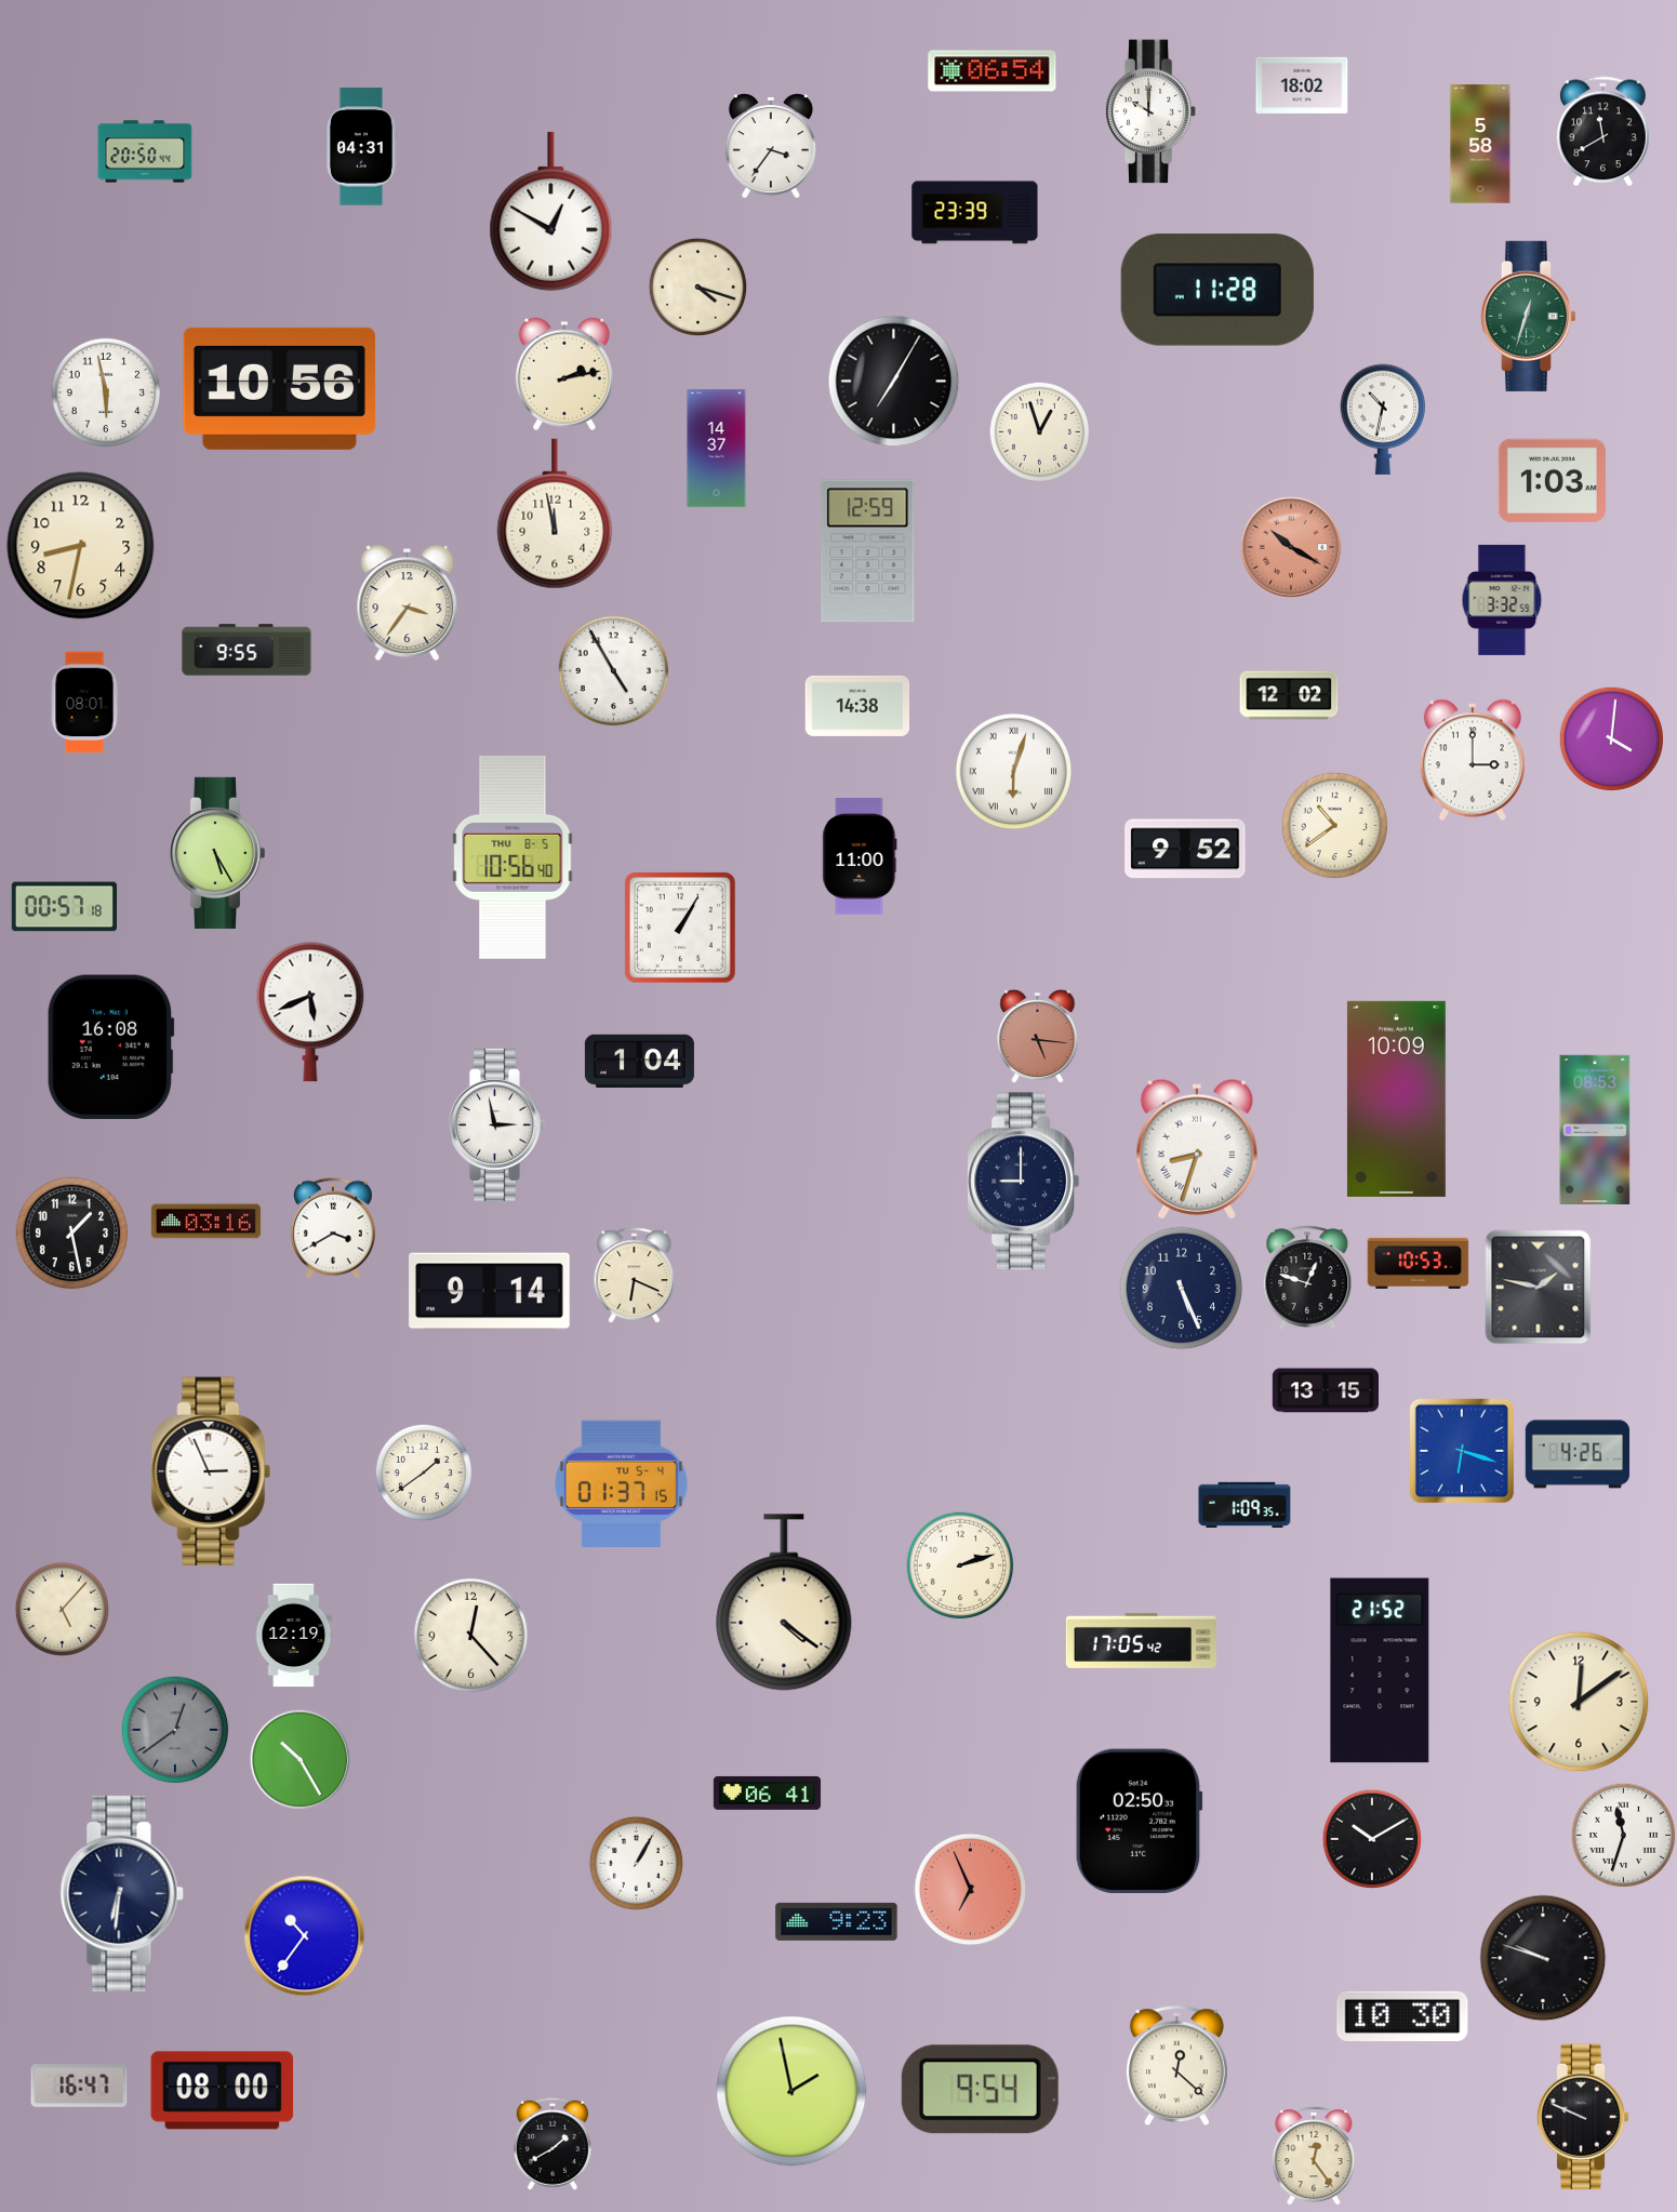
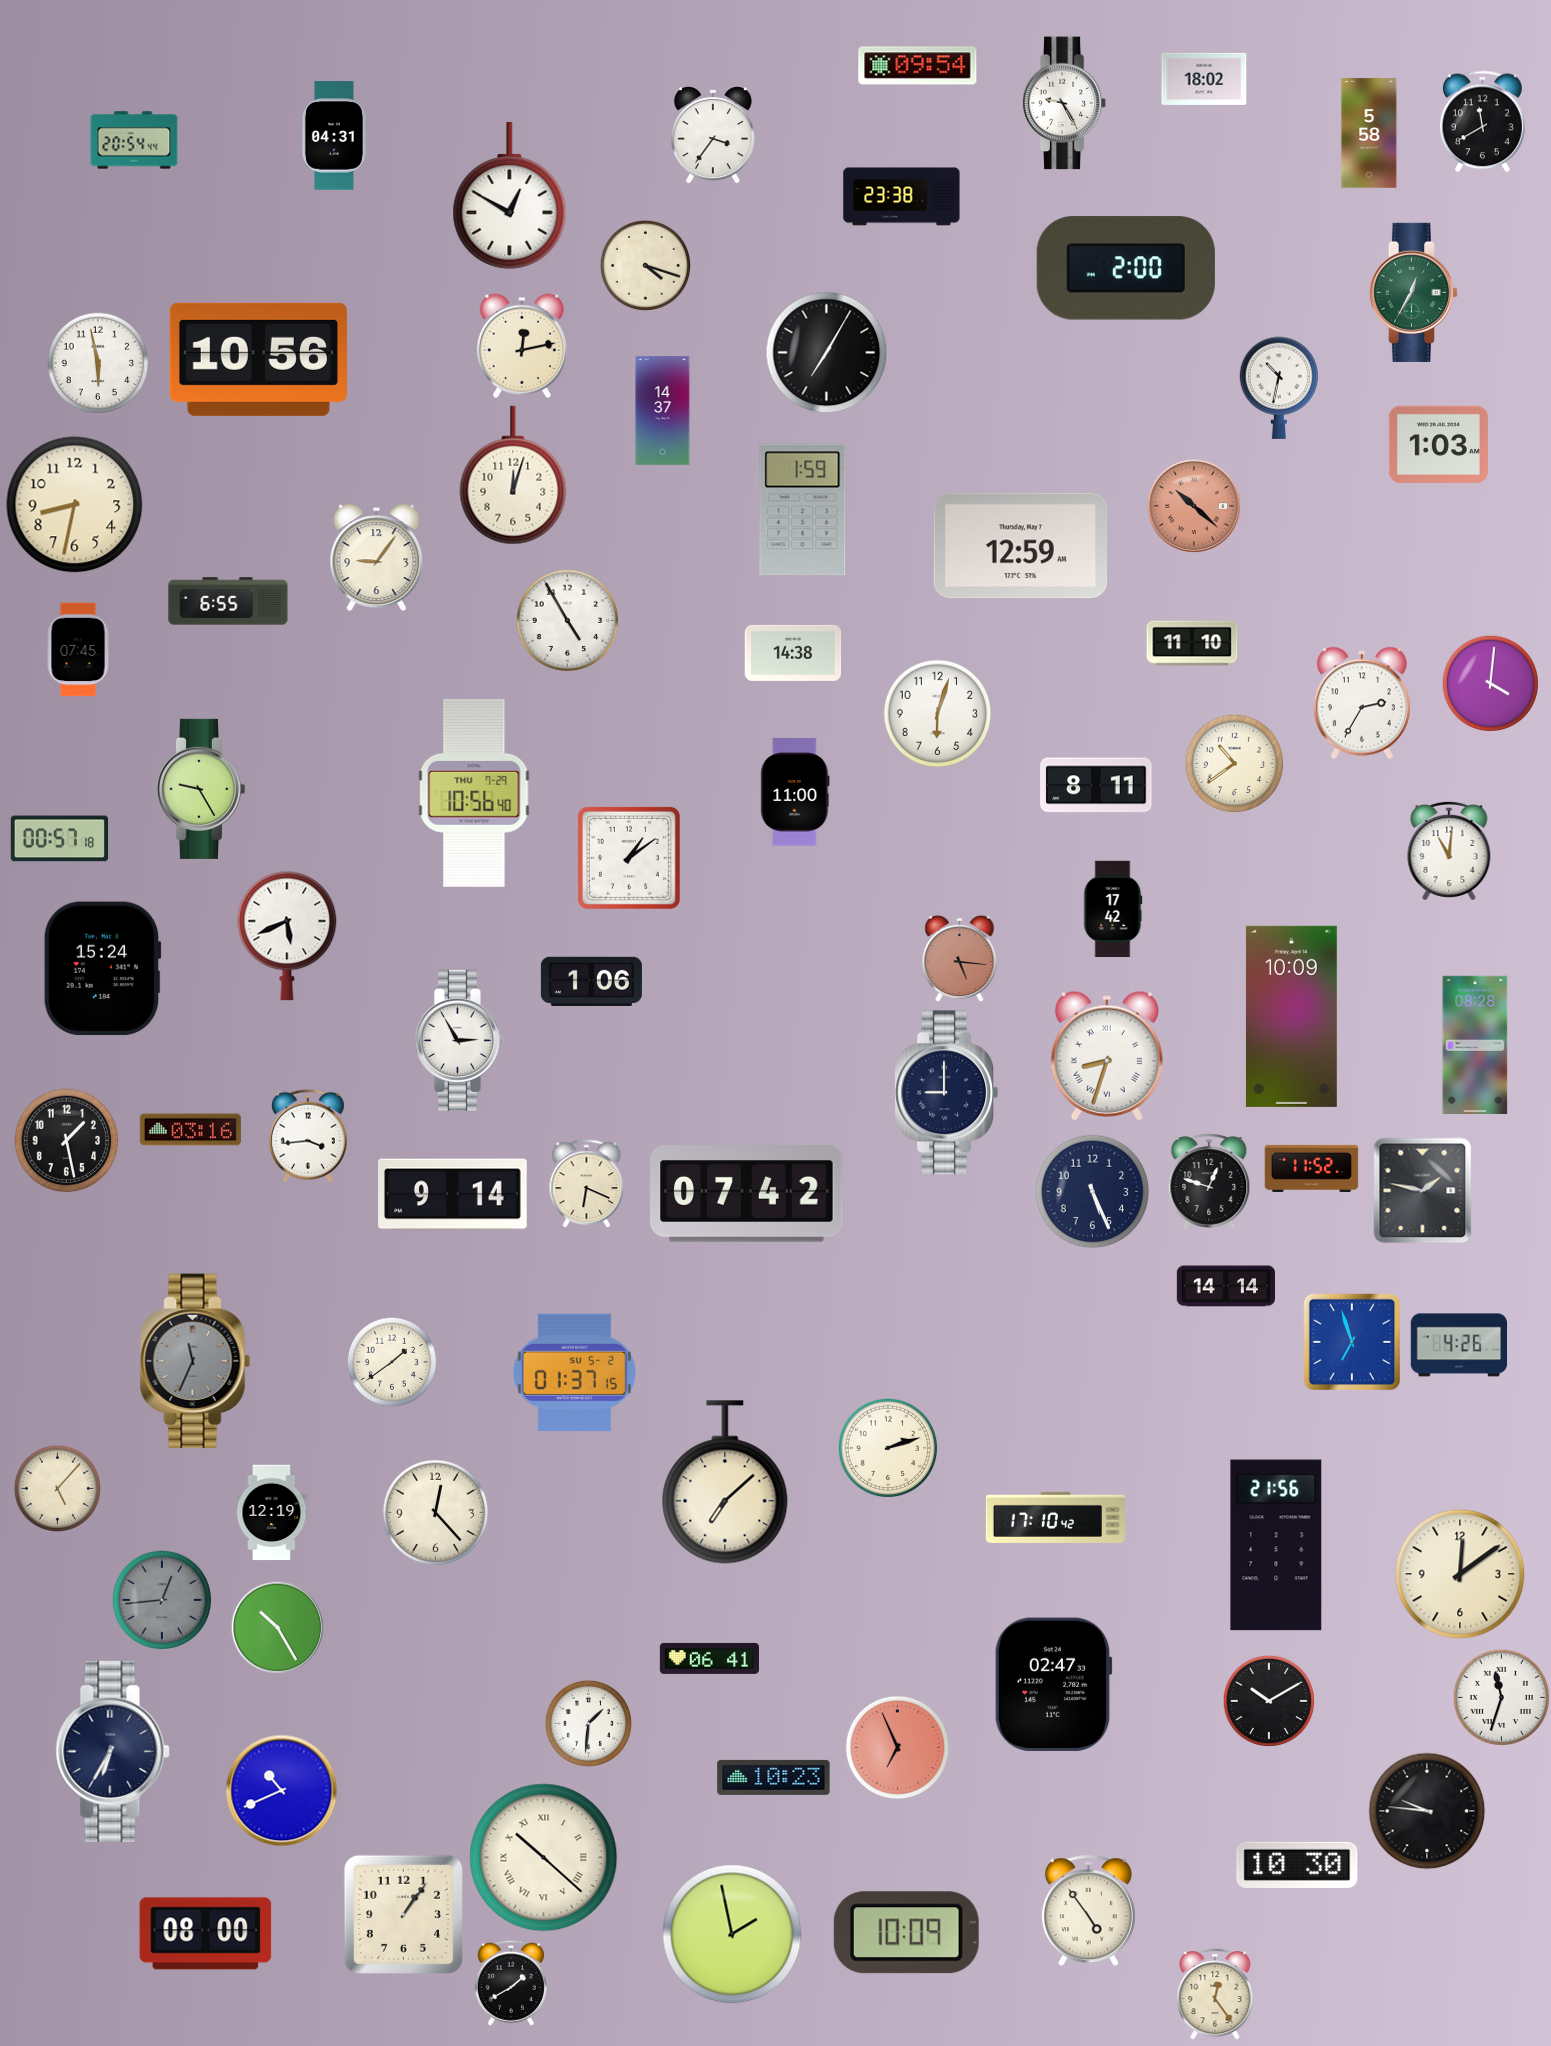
clock at (993, 71): 06:54 -> 09:54
clock at (1150, 111): 10:00 -> 9:25
clock at (145, 151): 20:50 -> 20:54
clock at (975, 213): 23:39 -> 23:38
clock at (1217, 290): 11:28 -> 2:00
clock at (1528, 316): 12:33 -> 12:35
clock at (564, 374): 2:13 -> 12:13
clock at (1039, 431): 12:57 -> none
clock at (717, 449) position: (717, 449) -> (663, 411)
clock at (1552, 480) position: (1552, 480) -> (1438, 444)
clock at (555, 514): 11:58 -> 12:03
clock at (1291, 547): 10:20 -> 10:22
clock at (868, 551): 12:59 -> 1:59
clock at (1021, 546): none -> 12:59
clock at (1502, 600): 3:32 -> none
clock at (408, 603): 3:36 -> 9:06
clock at (247, 650): 9:55 -> 6:55
clock at (1289, 695): 12:02 -> 11:10
clock at (84, 703): 08:01 -> 07:45
clock at (1473, 760): 3:00 -> 2:35
clock at (1014, 772) numerals: Roman -> Arabic
clock at (1185, 849): 9:52 -> 8:11
clock at (216, 853): 5:25 -> 9:25
clock at (513, 857) date: THU 8-5 -> THU 7-29
clock at (1449, 851): none -> 11:01
clock at (680, 928): 1:05 -> 1:09
clock at (1113, 909): none -> 17:42
clock at (110, 1048): 16:08 -> 15:24
clock at (639, 1061): 1:04 -> 1:06
clock at (496, 1124): 2:58 -> 2:55
clock at (1595, 1129): 08:53 -> 08:28
clock at (1196, 1149) position: (1196, 1149) -> (1106, 1056)
clock at (333, 1228): 3:40 -> 3:44
clock at (1419, 1263): 10:53 -> 11:52
clock at (635, 1276) position: (635, 1276) -> (587, 1184)
clock at (747, 1194): none -> 07:42
clock at (1325, 1390): 13:15 -> 14:14
clock at (1462, 1451): 6:18 -> 6:57
clock at (211, 1471): 2:56 -> 11:34
clock at (211, 1471) dial: white -> grey
clock at (621, 1484) date: TU 5-4 -> SU 5-2
clock at (1245, 1504): 1:09 -> none
clock at (784, 1602): 4:21 -> 7:08
clock at (1141, 1640): 17:05 -> 17:10
clock at (1380, 1670): 21:52 -> 21:56
clock at (175, 1730): 12:39 -> 12:44
clock at (1139, 1822): 02:50 -> 02:47
clock at (636, 1863): 1:05 -> 1:31
clock at (122, 1893): 6:31 -> 6:35
clock at (837, 1921): 9:23 -> 10:23
clock at (305, 1936): 10:36 -> 10:41
clock at (1543, 1958): 9:48 -> 9:46
clock at (544, 1858): none -> 10:22
clock at (1176, 2066): 12:22 -> 4:54
clock at (403, 1914): none -> 1:06
clock at (79, 2087): 16:47 -> none
clock at (980, 2090): 9:54 -> 10:09
clock at (1583, 2117): 9:49 -> none
